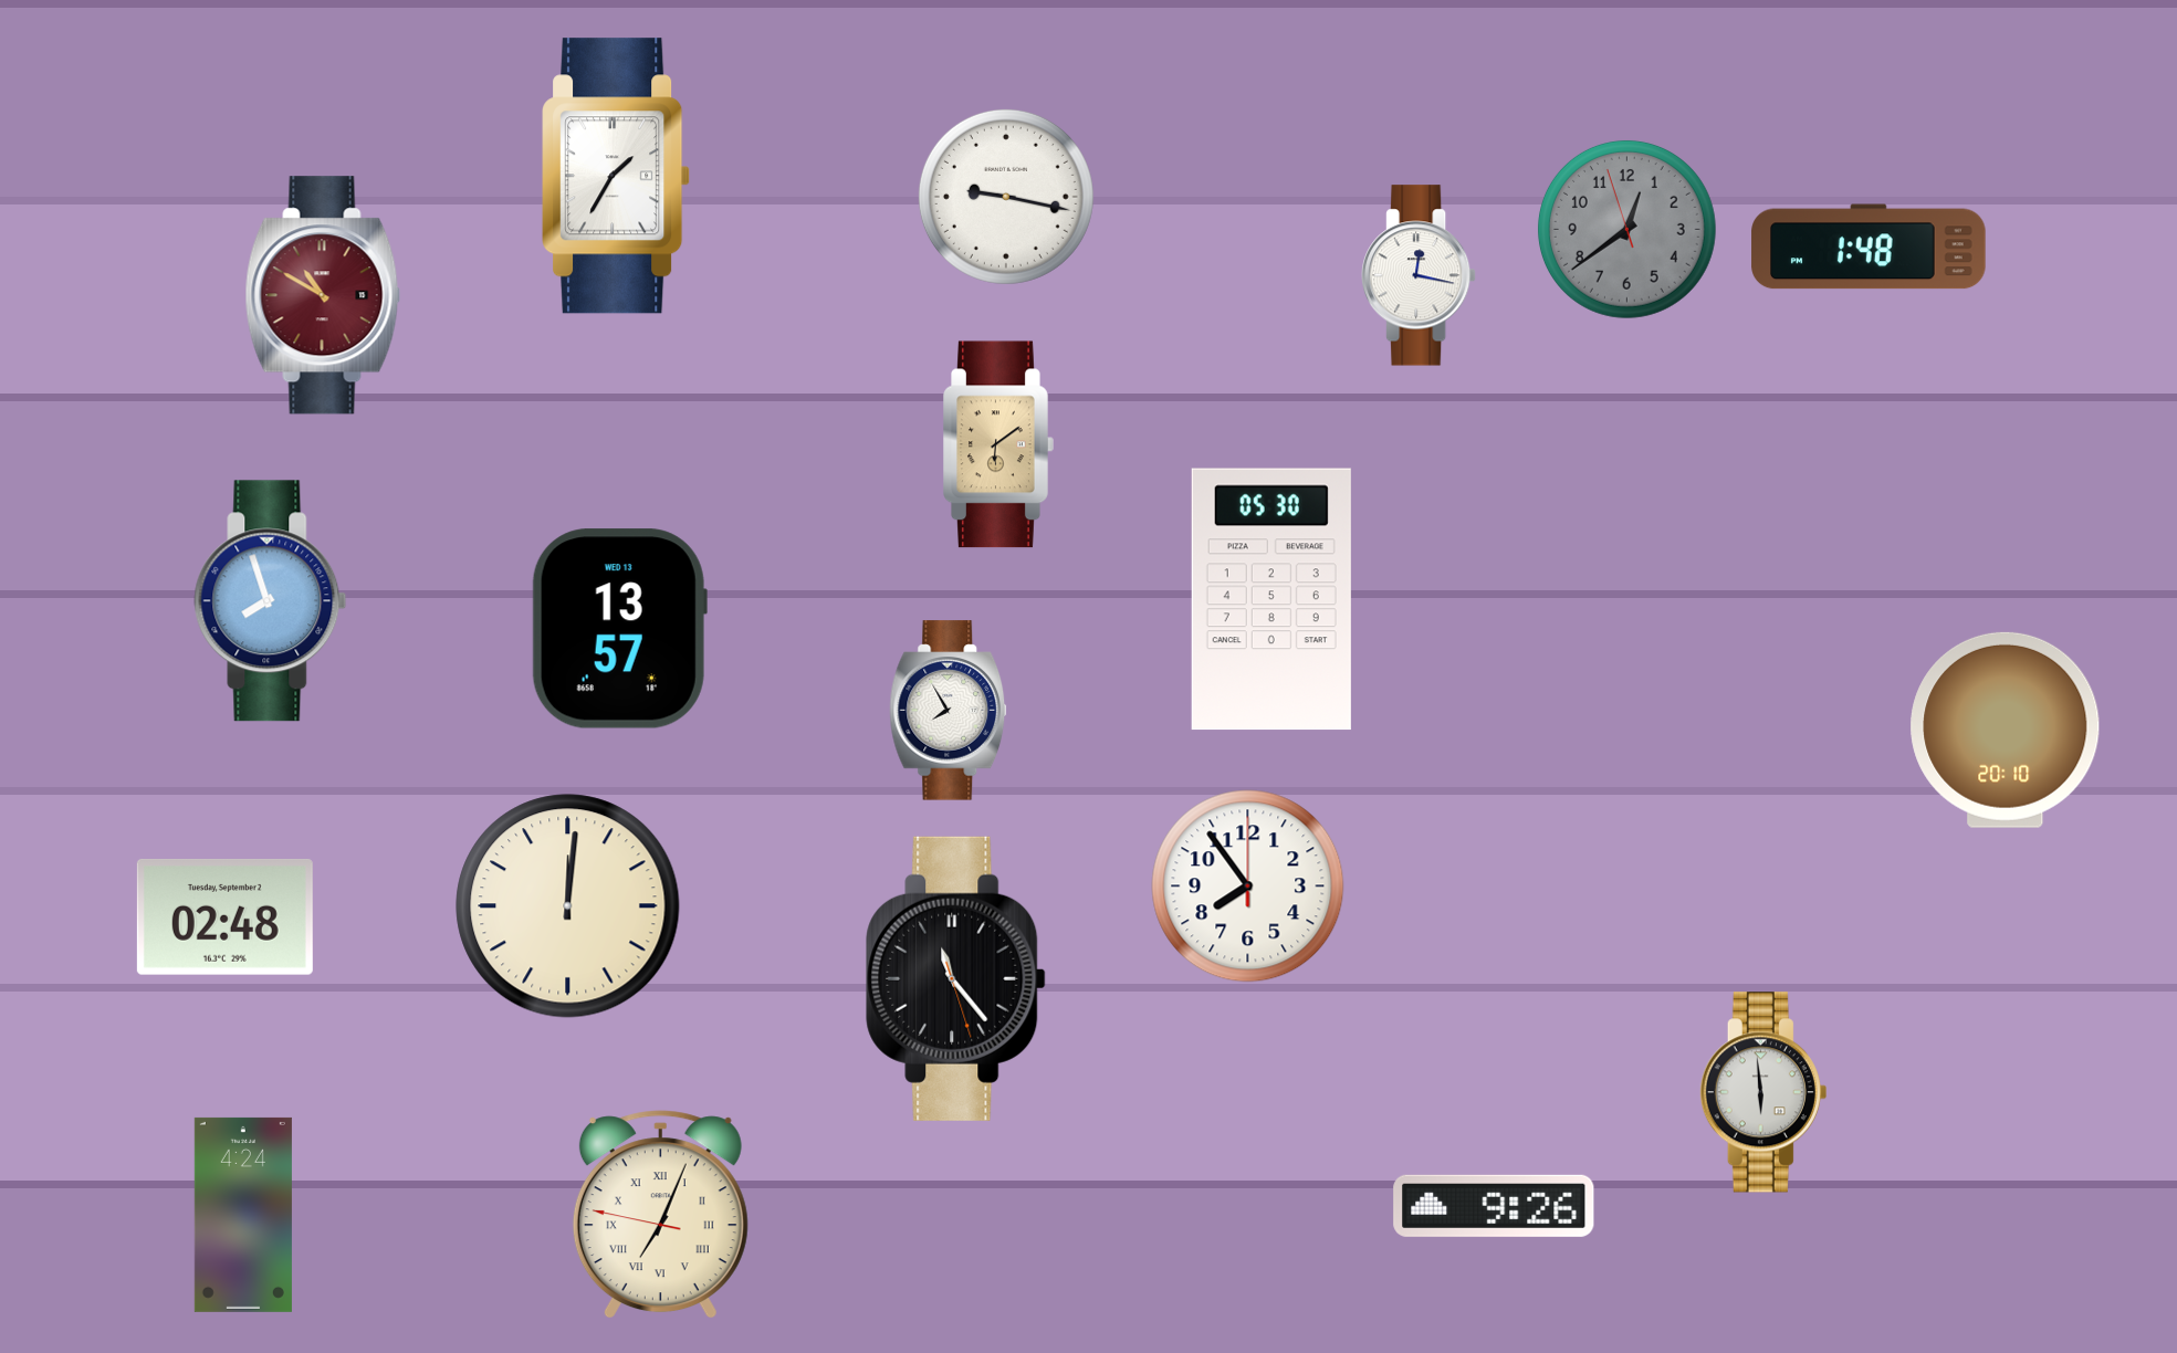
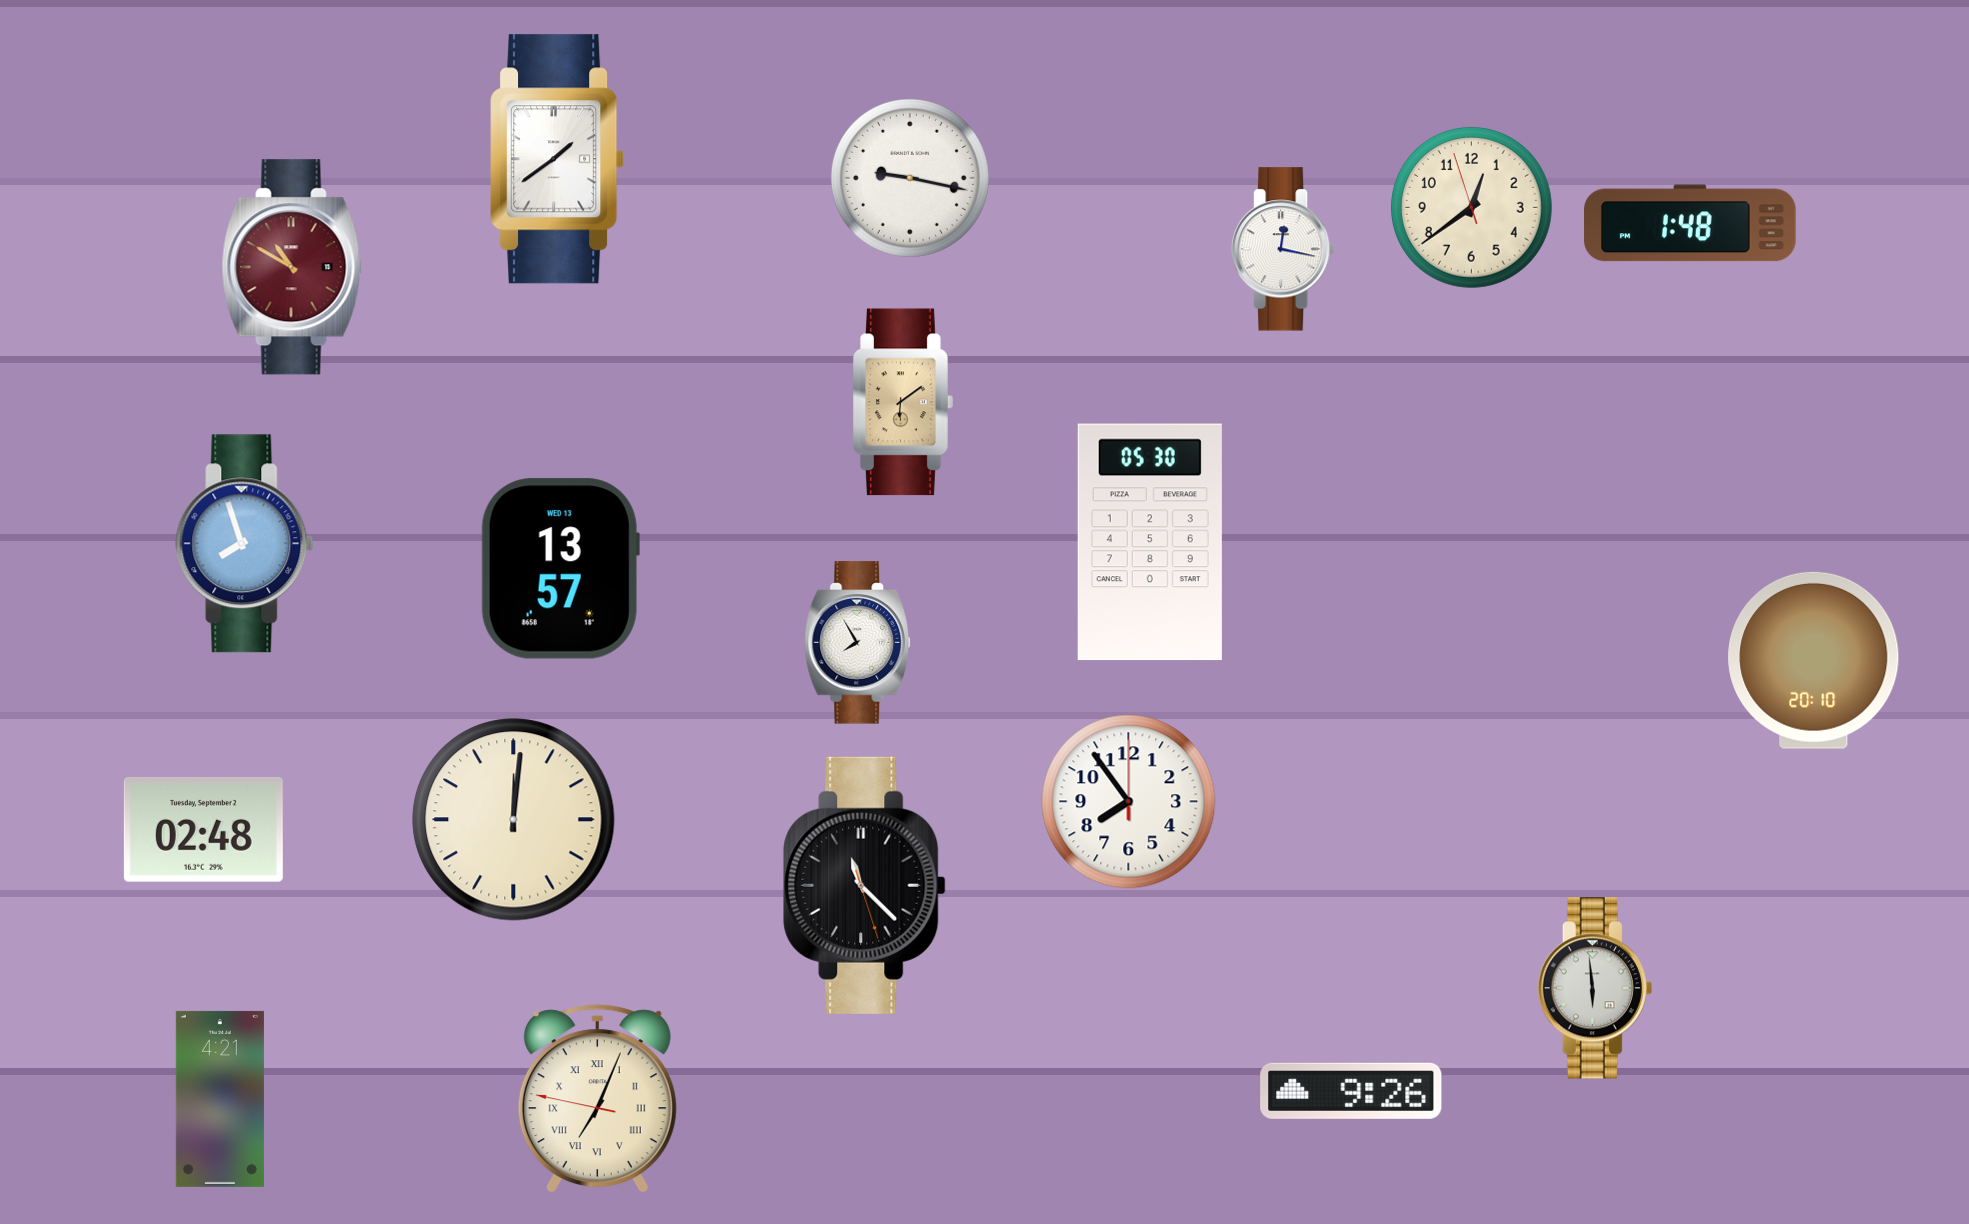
clock at (617, 176): 1:35 -> 1:39
clock at (1626, 229) dial: grey -> cream
clock at (956, 978): 11:23 -> 11:22
clock at (243, 1215): 4:24 -> 4:21
